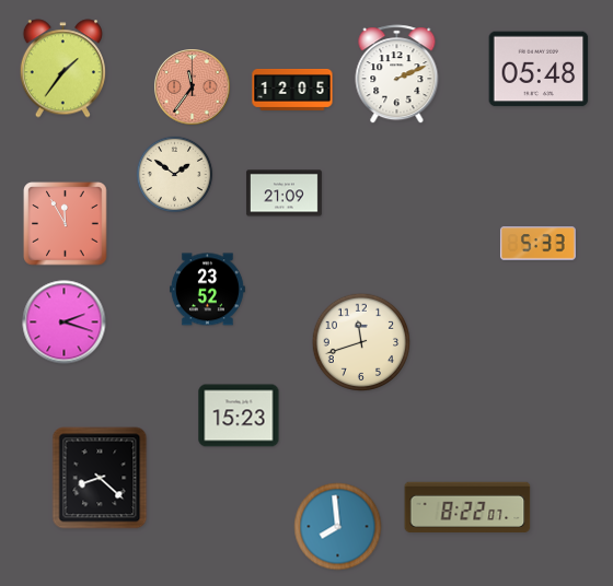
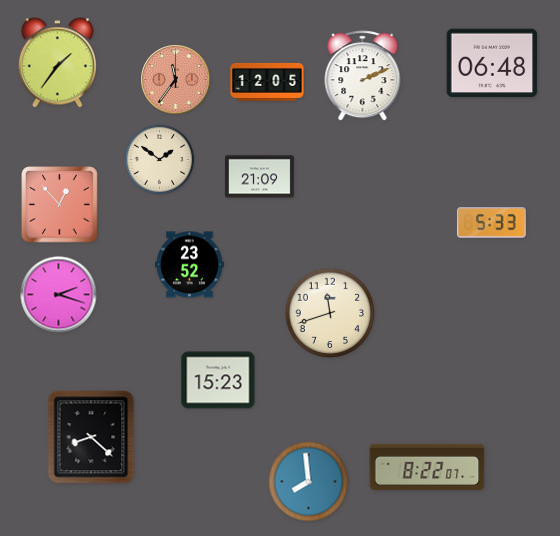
clock at (539, 69): 05:48 -> 06:48
clock at (397, 74) position: (397, 74) -> (363, 76)
clock at (66, 224): 11:55 -> 12:53
clock at (467, 506) position: (467, 506) -> (427, 466)
